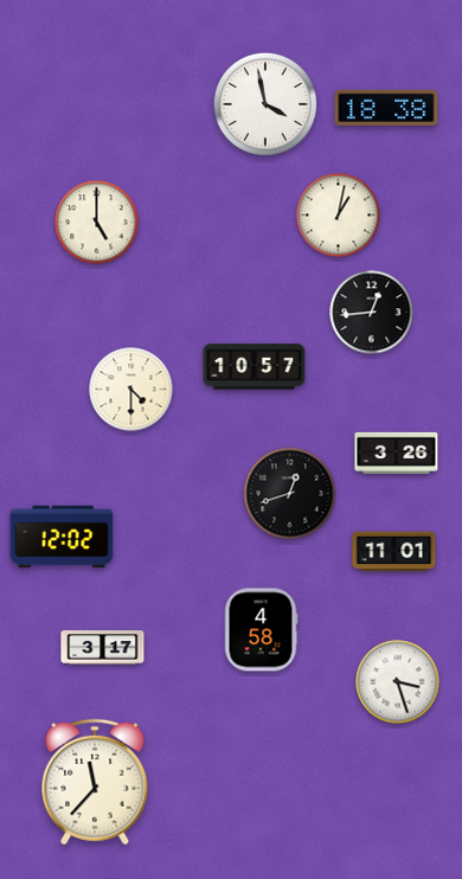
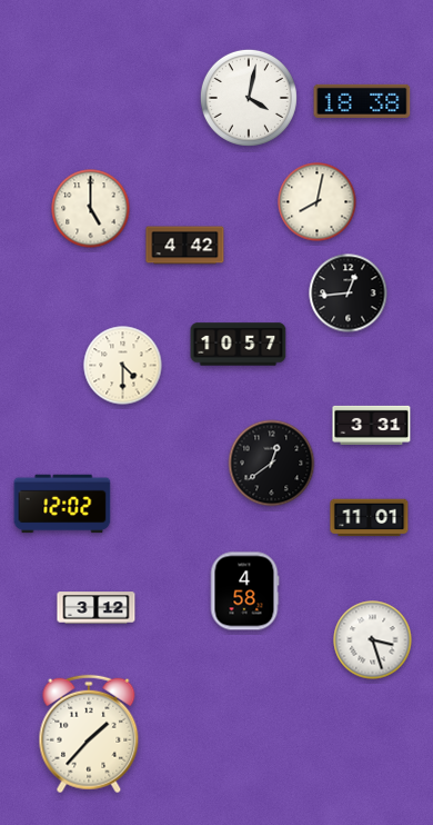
clock at (265, 104): 3:58 -> 4:02
clock at (339, 216): 1:02 -> 8:02
clock at (185, 246): none -> 4:42
clock at (397, 453): 3:26 -> 3:31
clock at (290, 494): 12:42 -> 12:39
clock at (62, 537) position: (62, 537) -> (62, 504)
clock at (103, 648): 3:17 -> 3:12
clock at (95, 782): 11:37 -> 1:37
